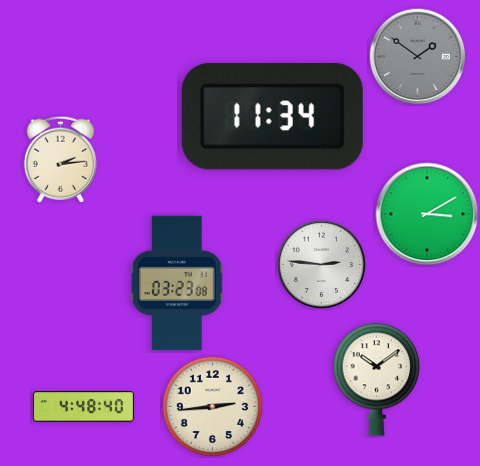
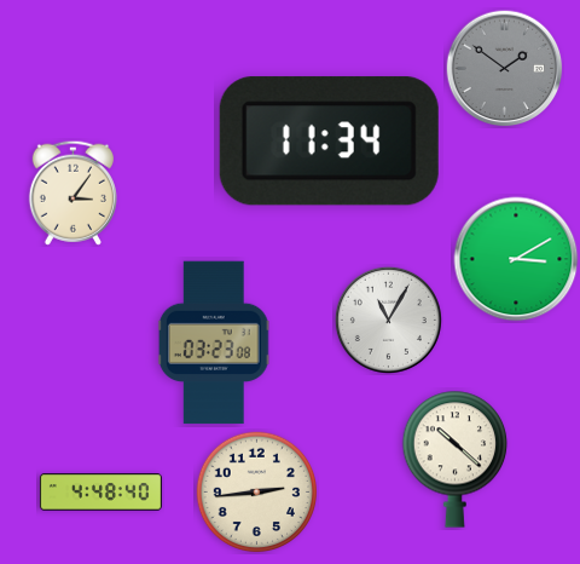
clock at (60, 159): 2:14 -> 3:06
clock at (321, 264): 2:46 -> 11:05
clock at (377, 379): 10:09 -> 10:22
